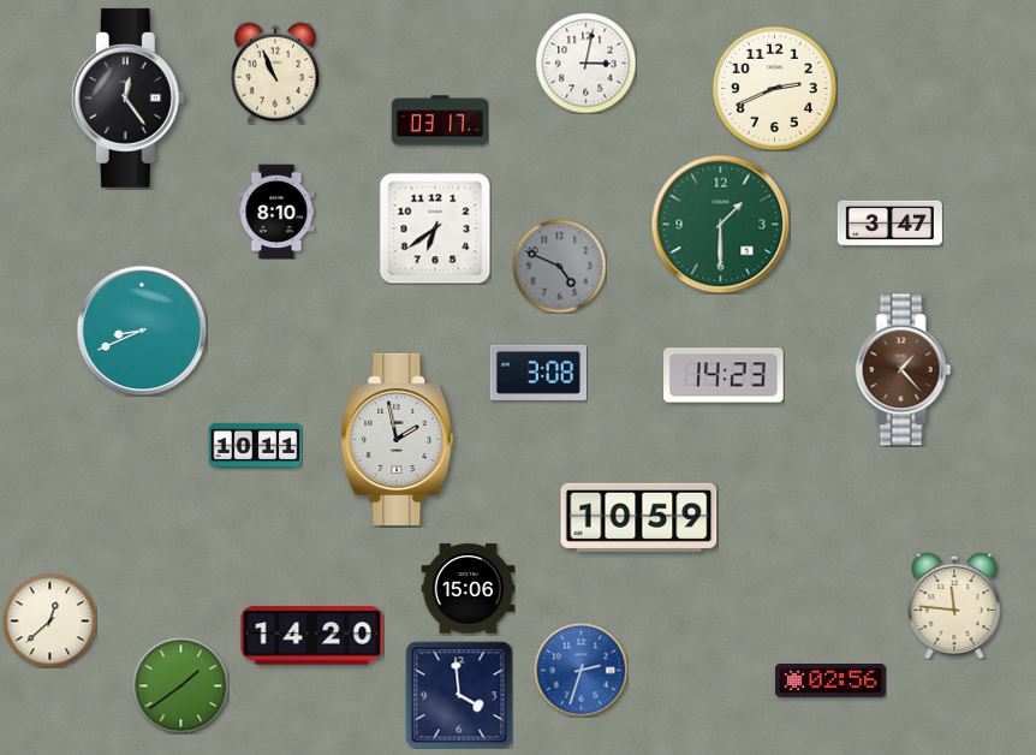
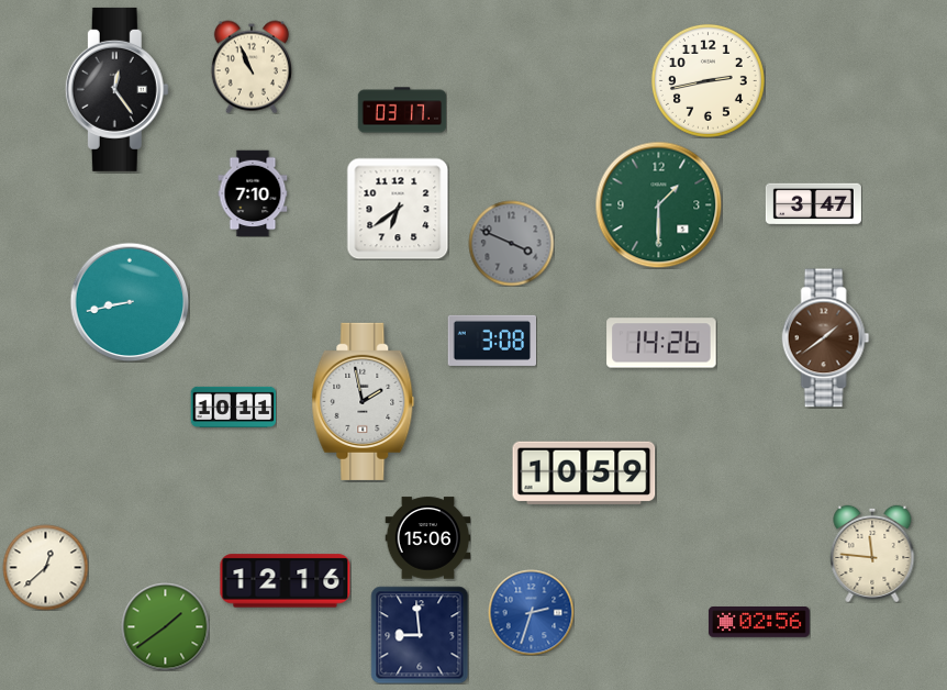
clock at (585, 63): 3:02 -> none
clock at (774, 88): 2:41 -> 2:43
clock at (276, 212): 8:10 -> 7:10
clock at (559, 266): 4:49 -> 3:49
clock at (142, 331): 8:41 -> 8:43
clock at (904, 370): 1:23 -> 1:39
clock at (724, 375): 14:23 -> 14:26
clock at (312, 636): 14:20 -> 12:16
clock at (459, 695): 3:59 -> 8:59
